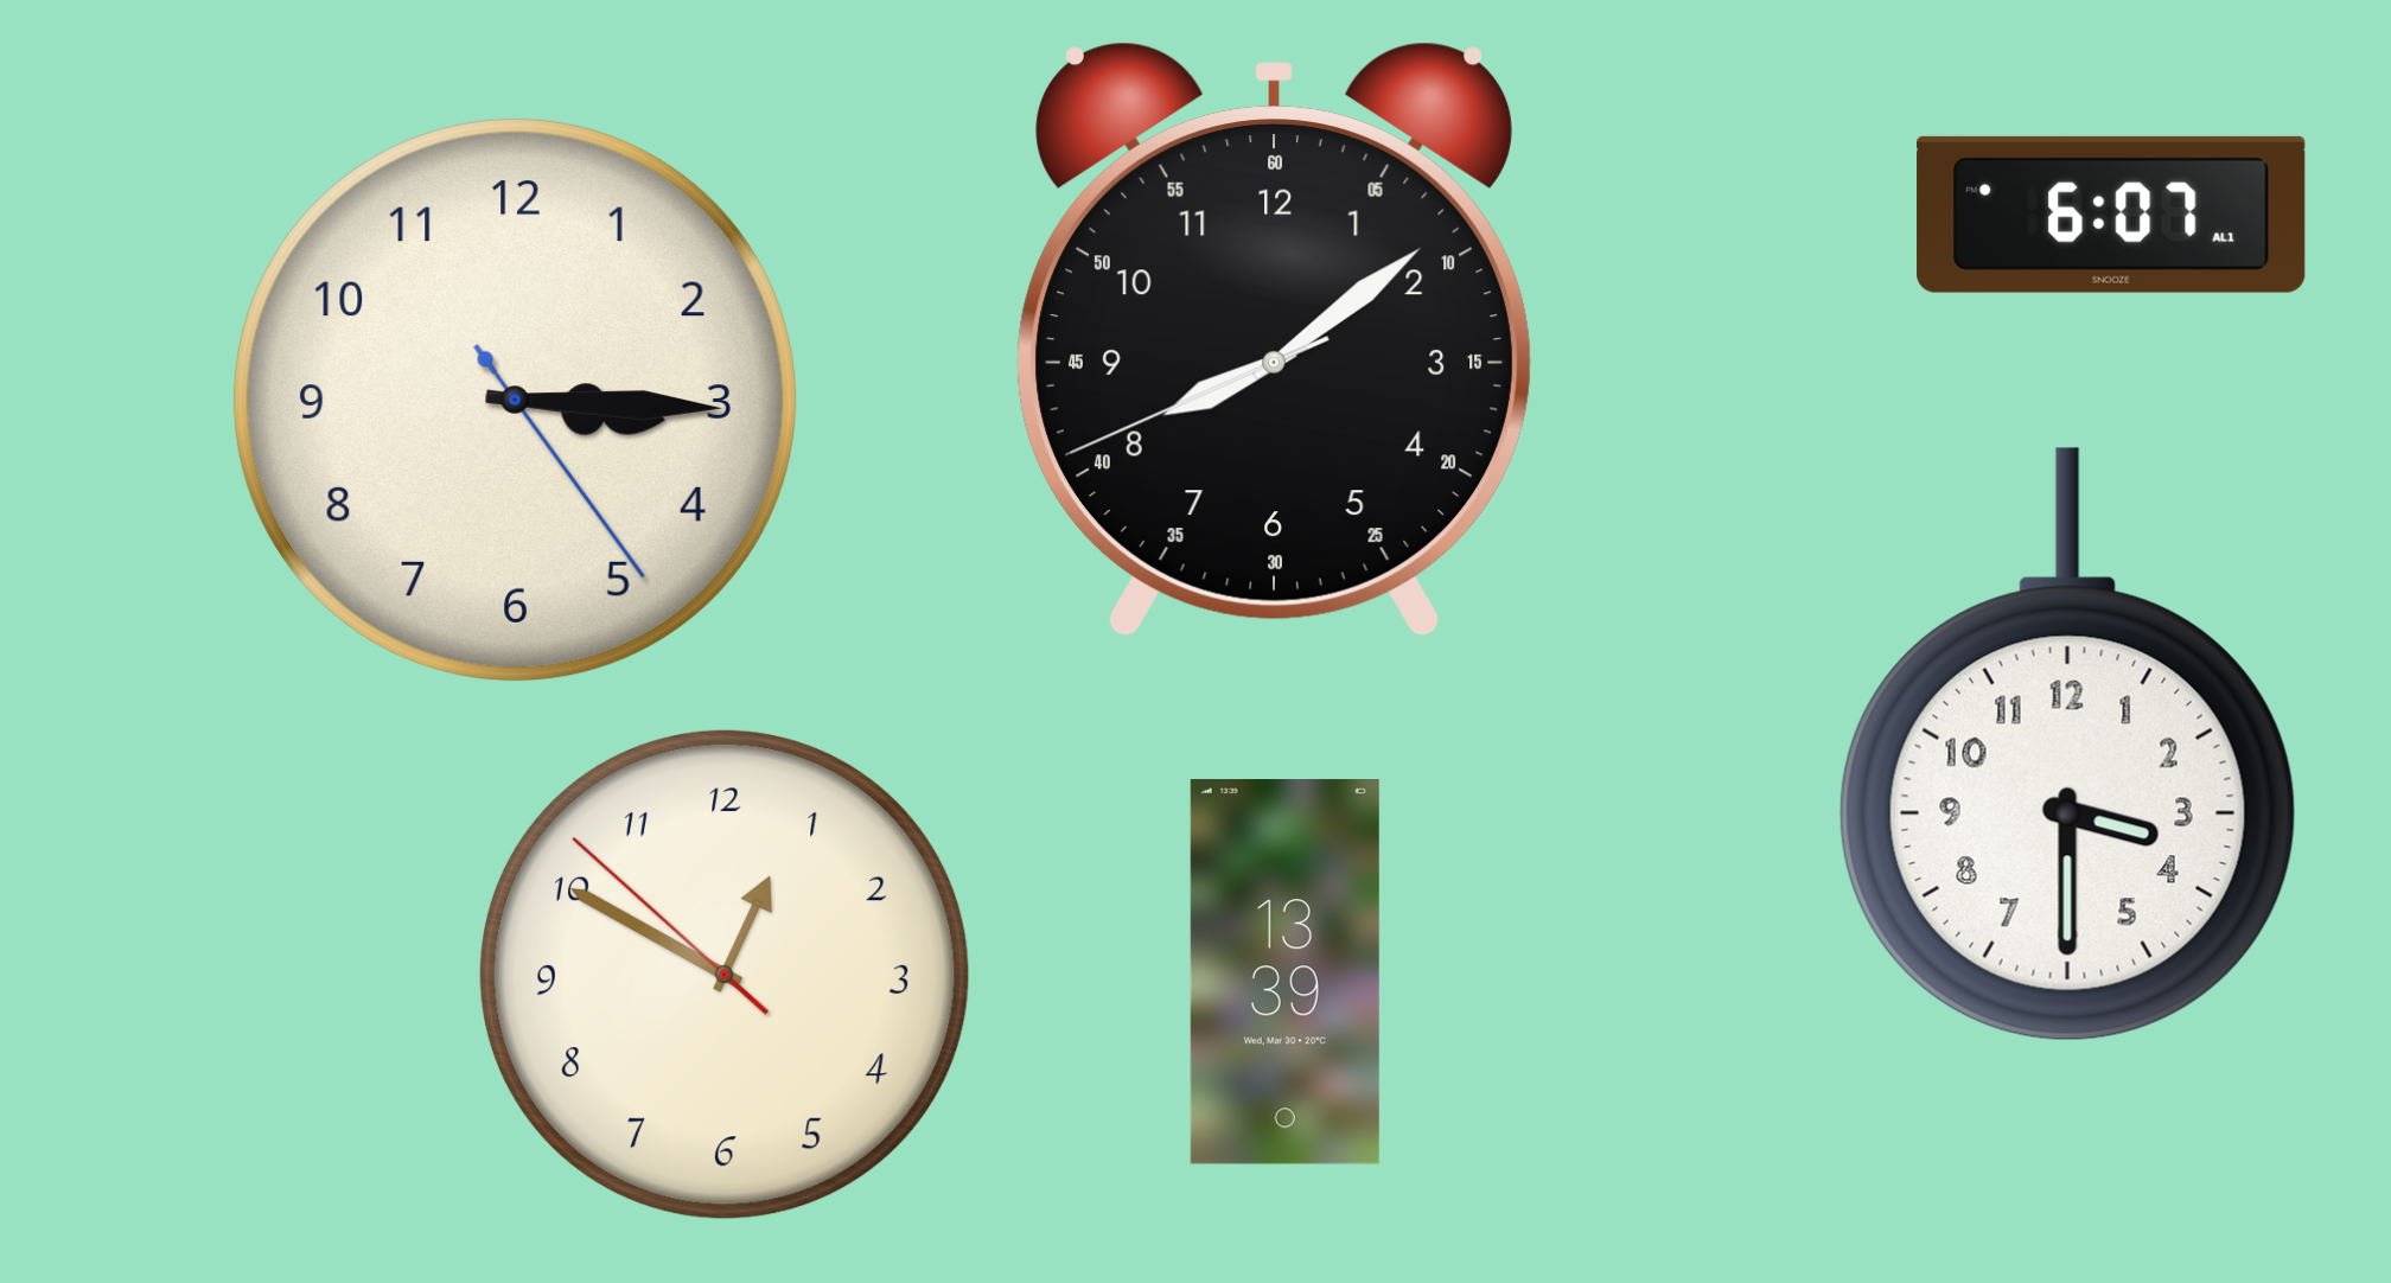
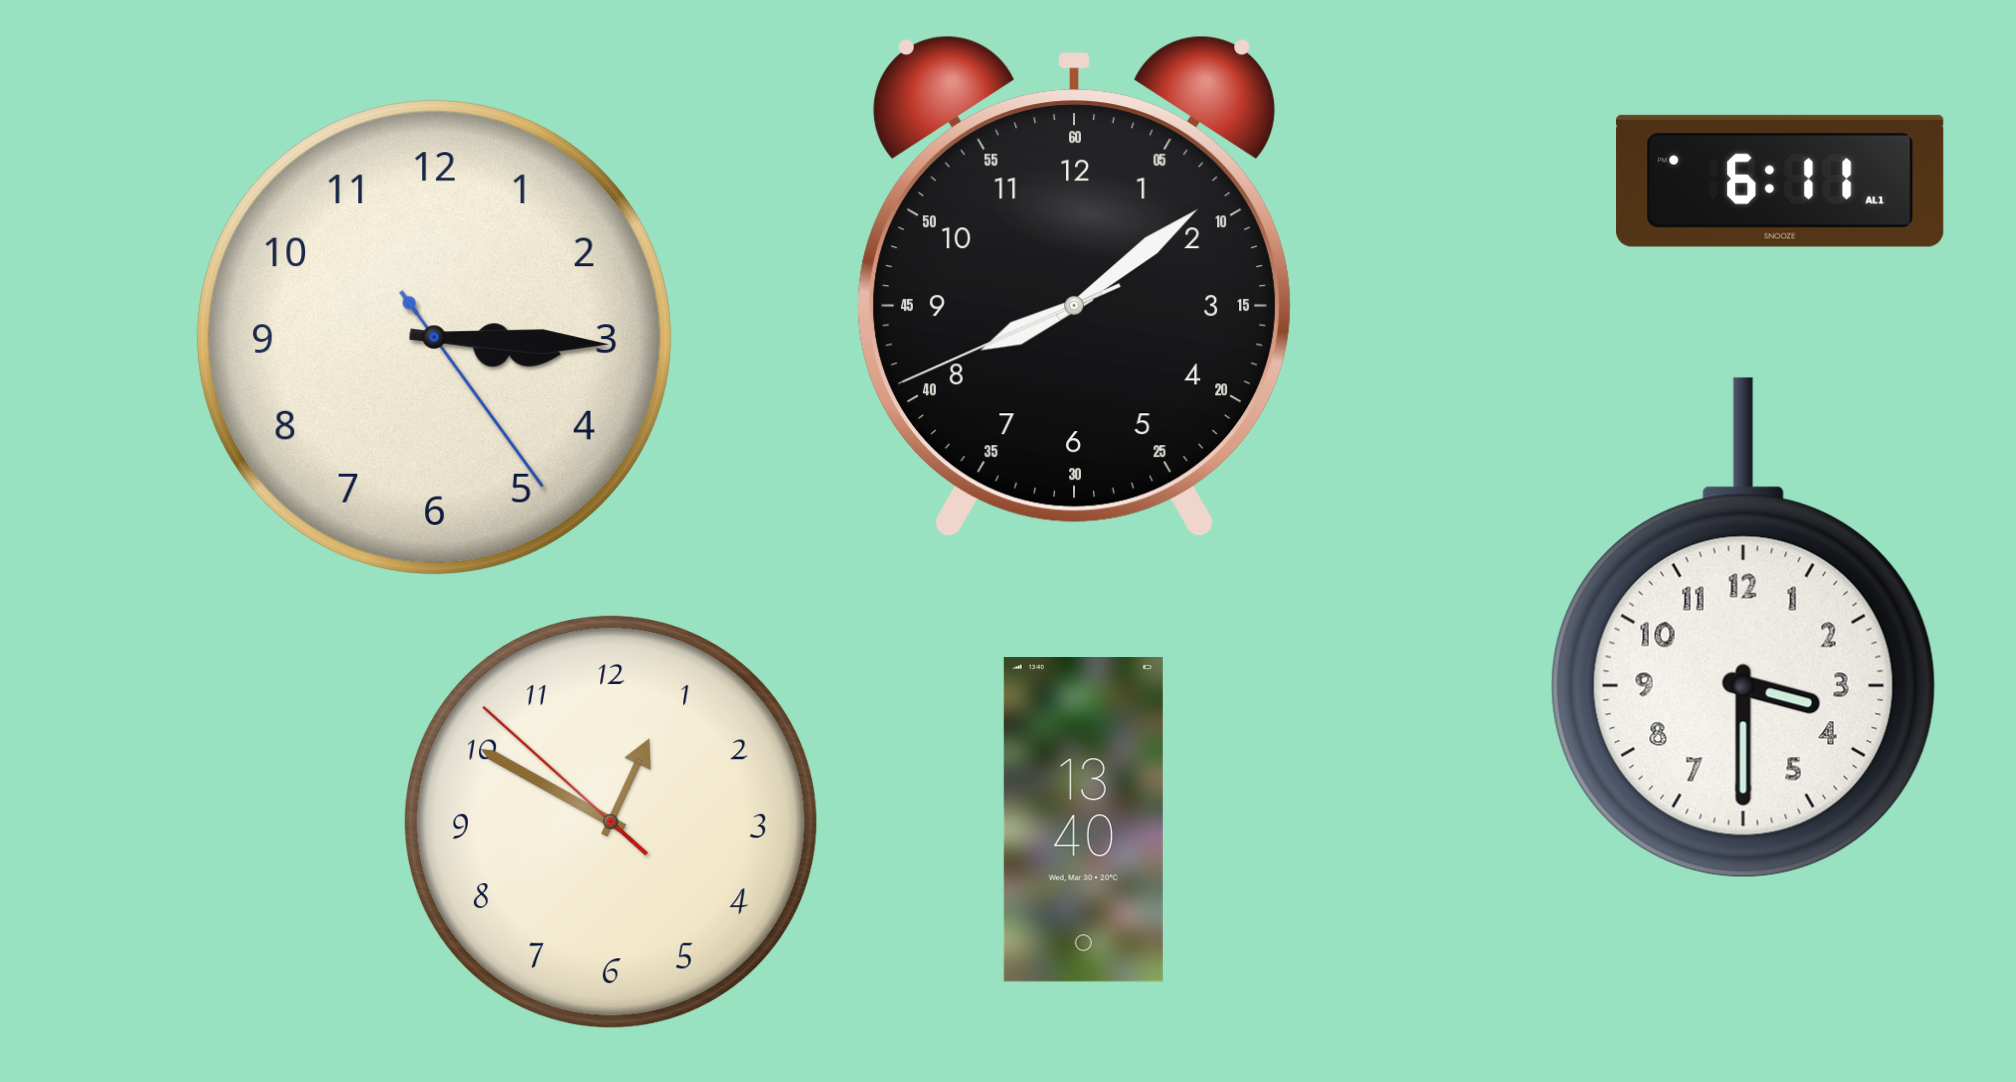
clock at (2111, 215): 6:07 -> 6:11
clock at (1284, 972): 13:39 -> 13:40
